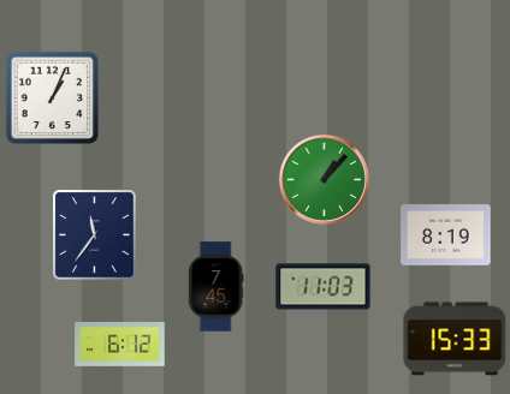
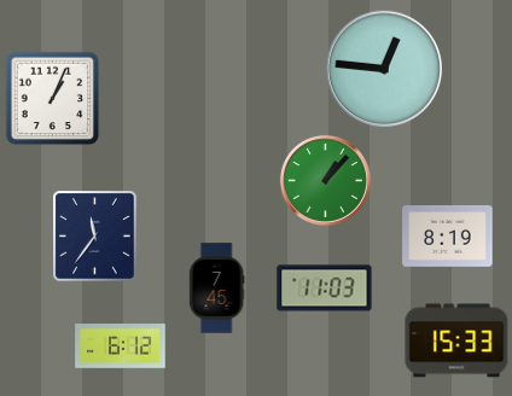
clock at (383, 68): none -> 12:46
